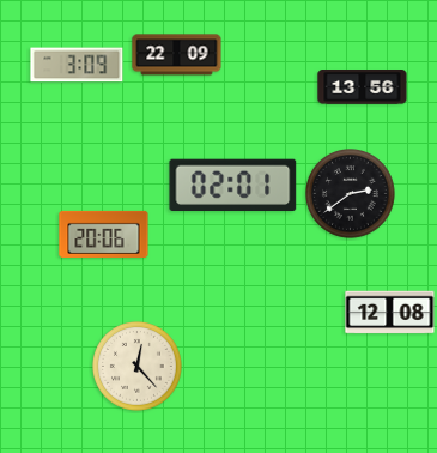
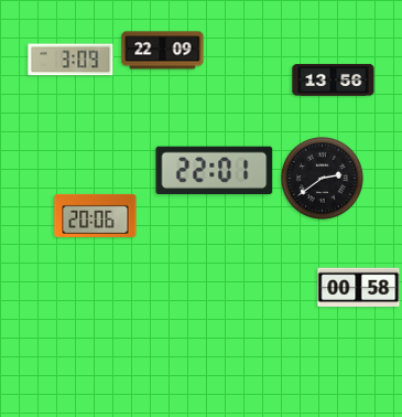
clock at (233, 185): 02:01 -> 22:01
clock at (390, 313): 12:08 -> 00:58
clock at (138, 367): 12:23 -> none
